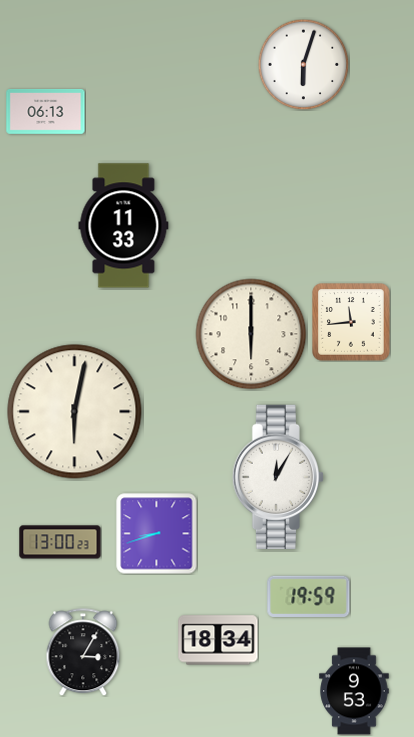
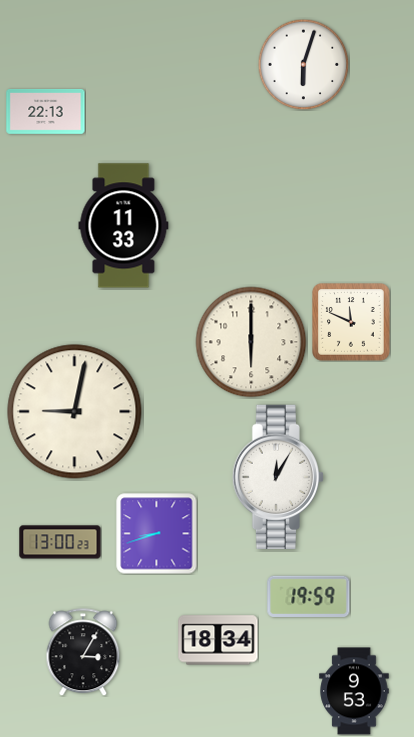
clock at (46, 112): 06:13 -> 22:13
clock at (351, 322): 11:44 -> 11:49
clock at (251, 334) position: (251, 334) -> (251, 342)
clock at (75, 412): 6:02 -> 9:02
